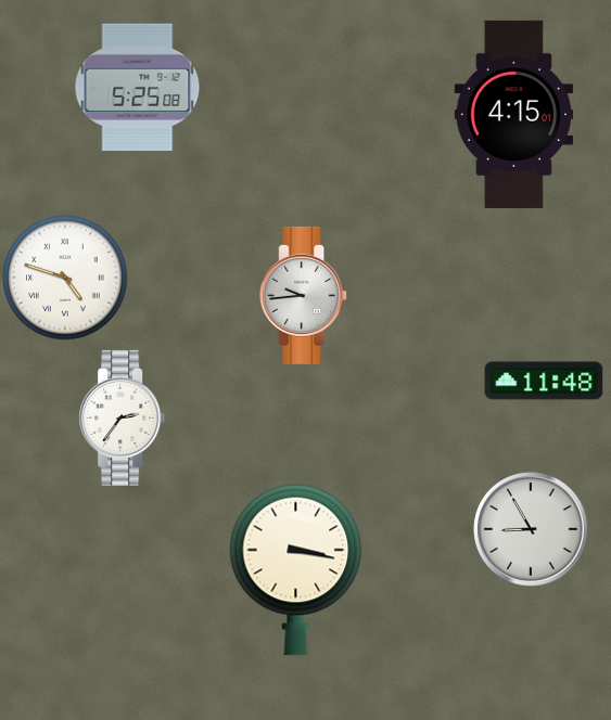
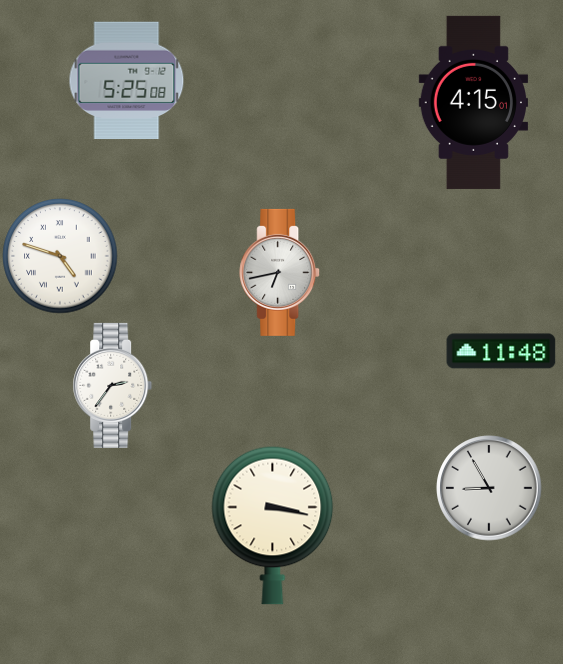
clock at (513, 114) position: (513, 114) -> (473, 102)
clock at (304, 295): 9:44 -> 6:43
